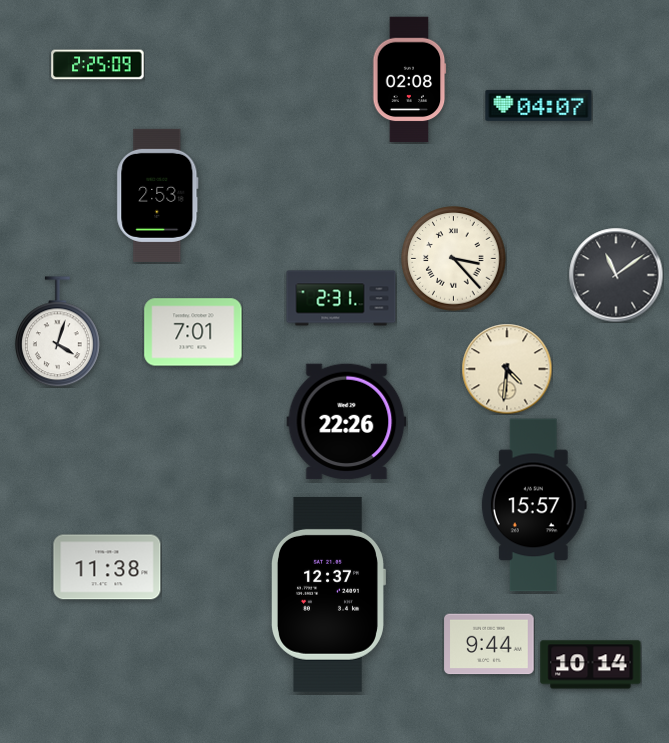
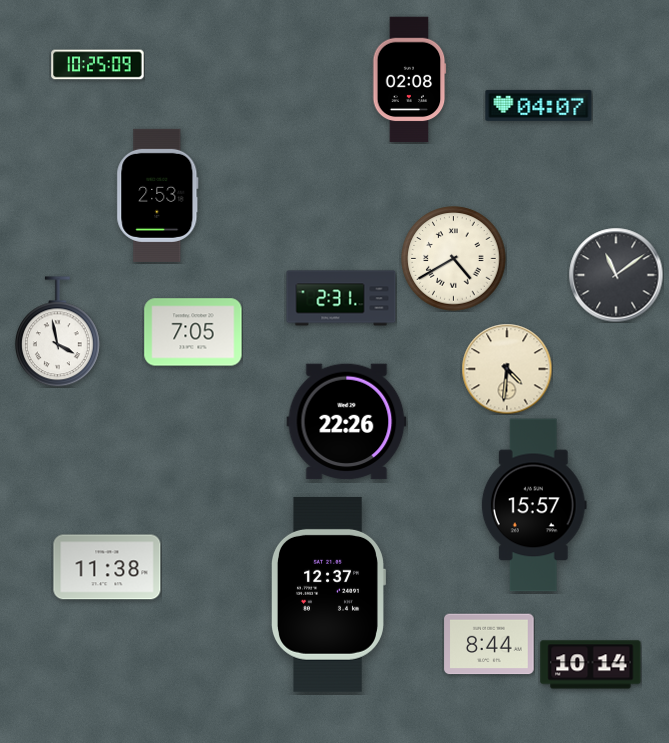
clock at (98, 65): 2:25 -> 10:25
clock at (454, 259): 3:23 -> 4:40
clock at (57, 332): 4:03 -> 3:58
clock at (193, 332): 7:01 -> 7:05
clock at (489, 644): 9:44 -> 8:44
